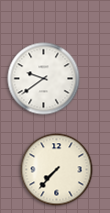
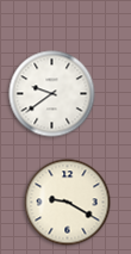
clock at (57, 170): 7:37 -> 9:20
